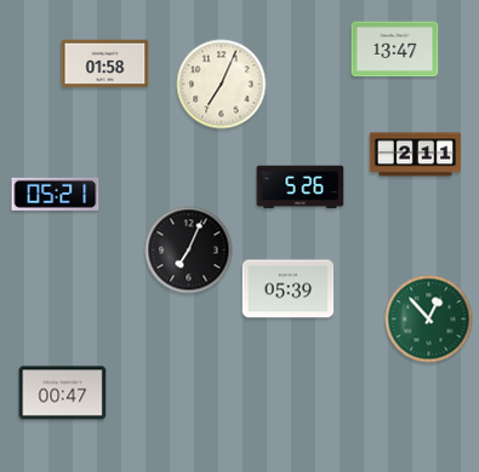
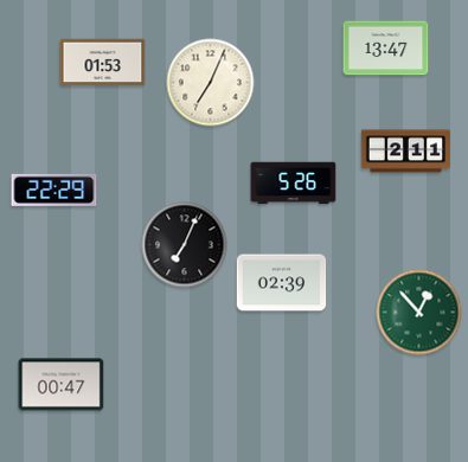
clock at (106, 64): 01:58 -> 01:53
clock at (222, 85) position: (222, 85) -> (211, 83)
clock at (56, 194): 05:21 -> 22:29
clock at (289, 289): 05:39 -> 02:39
